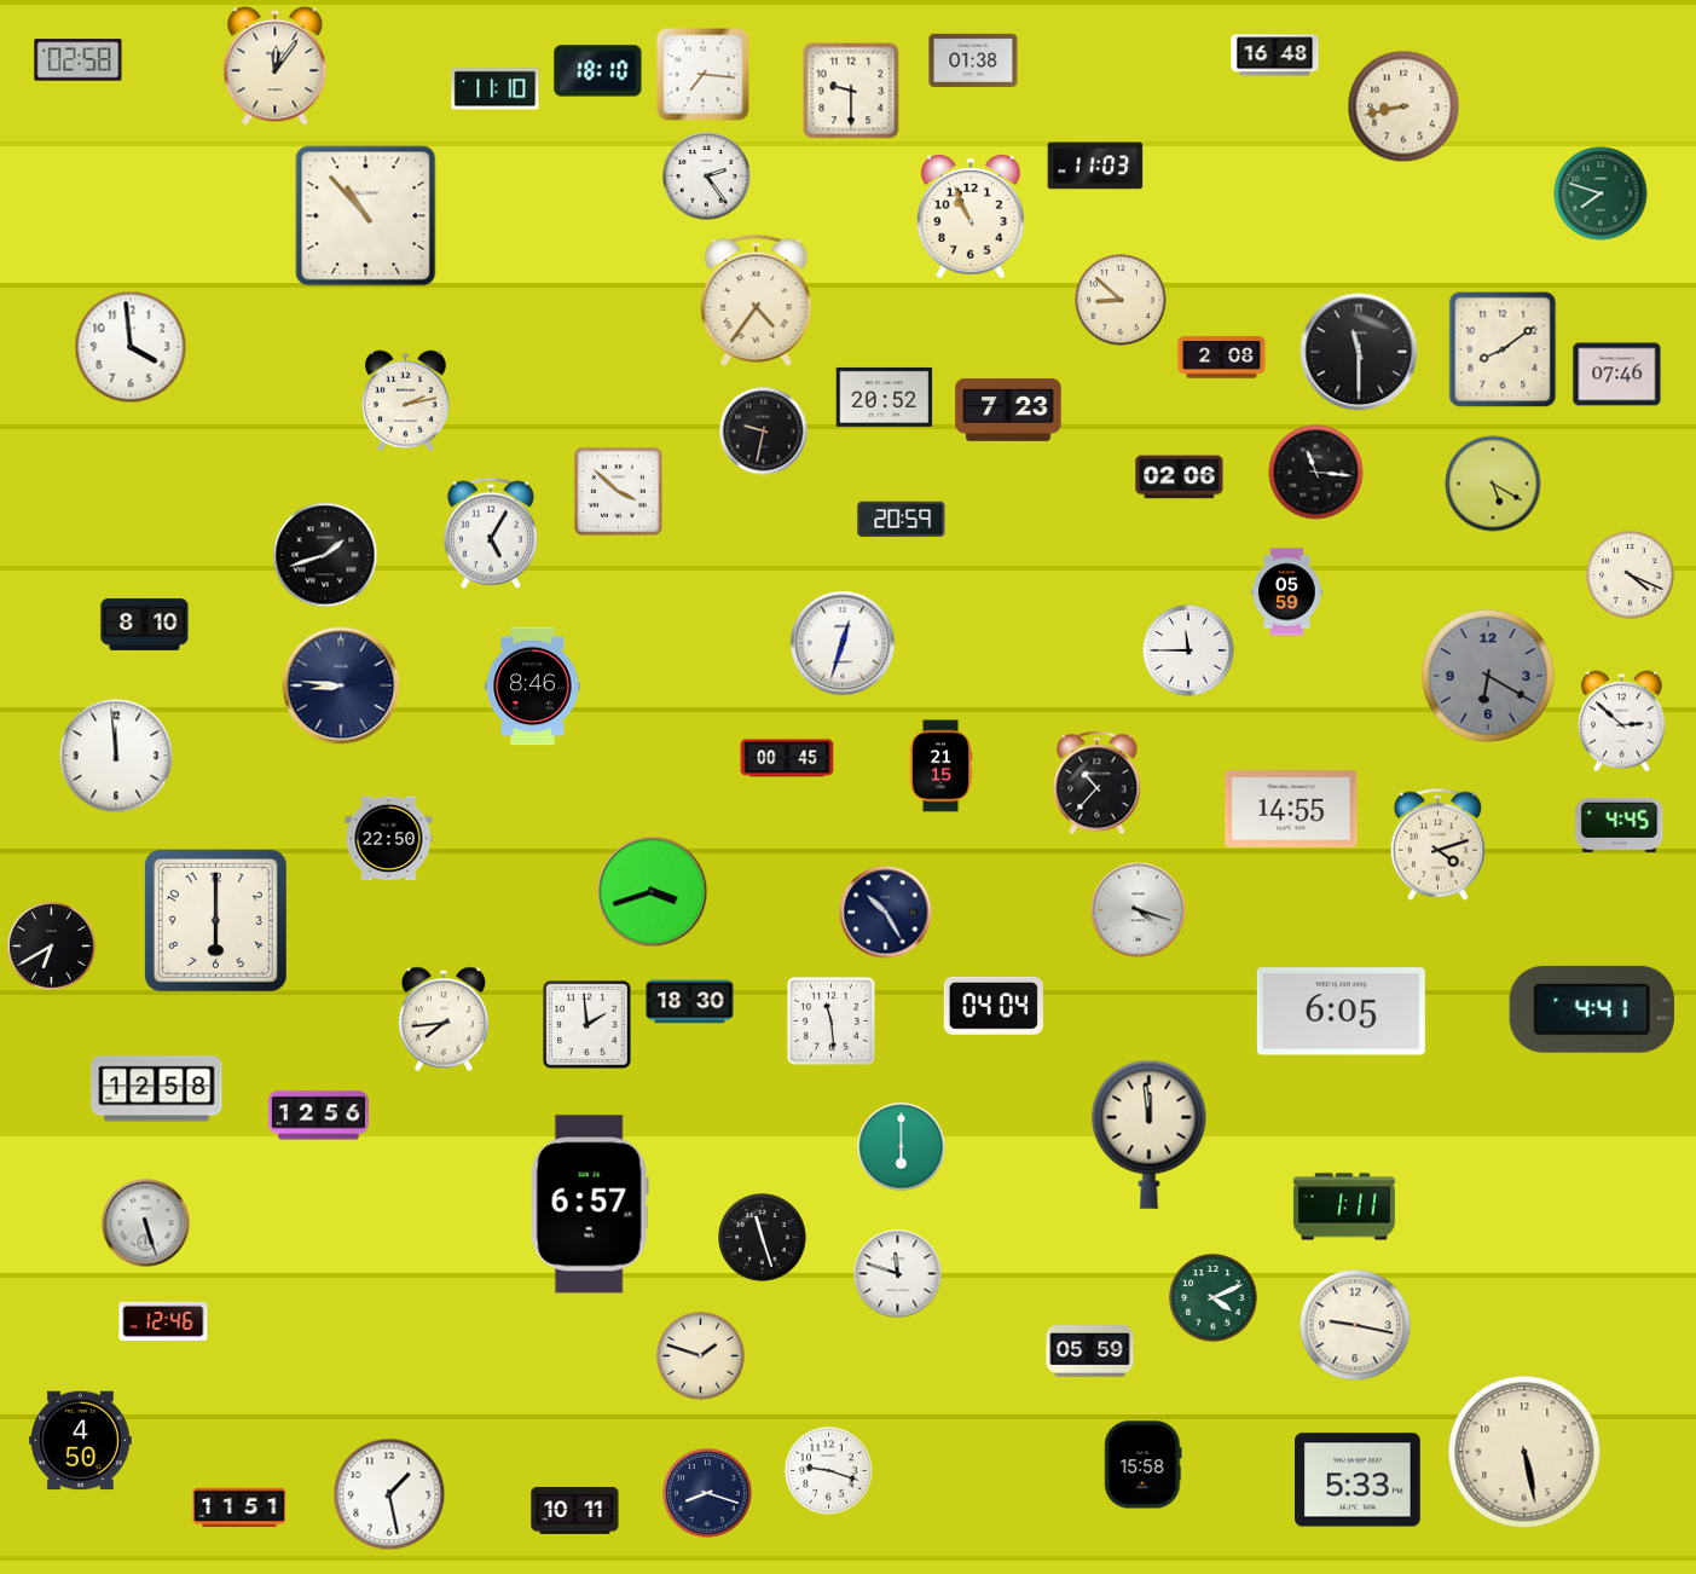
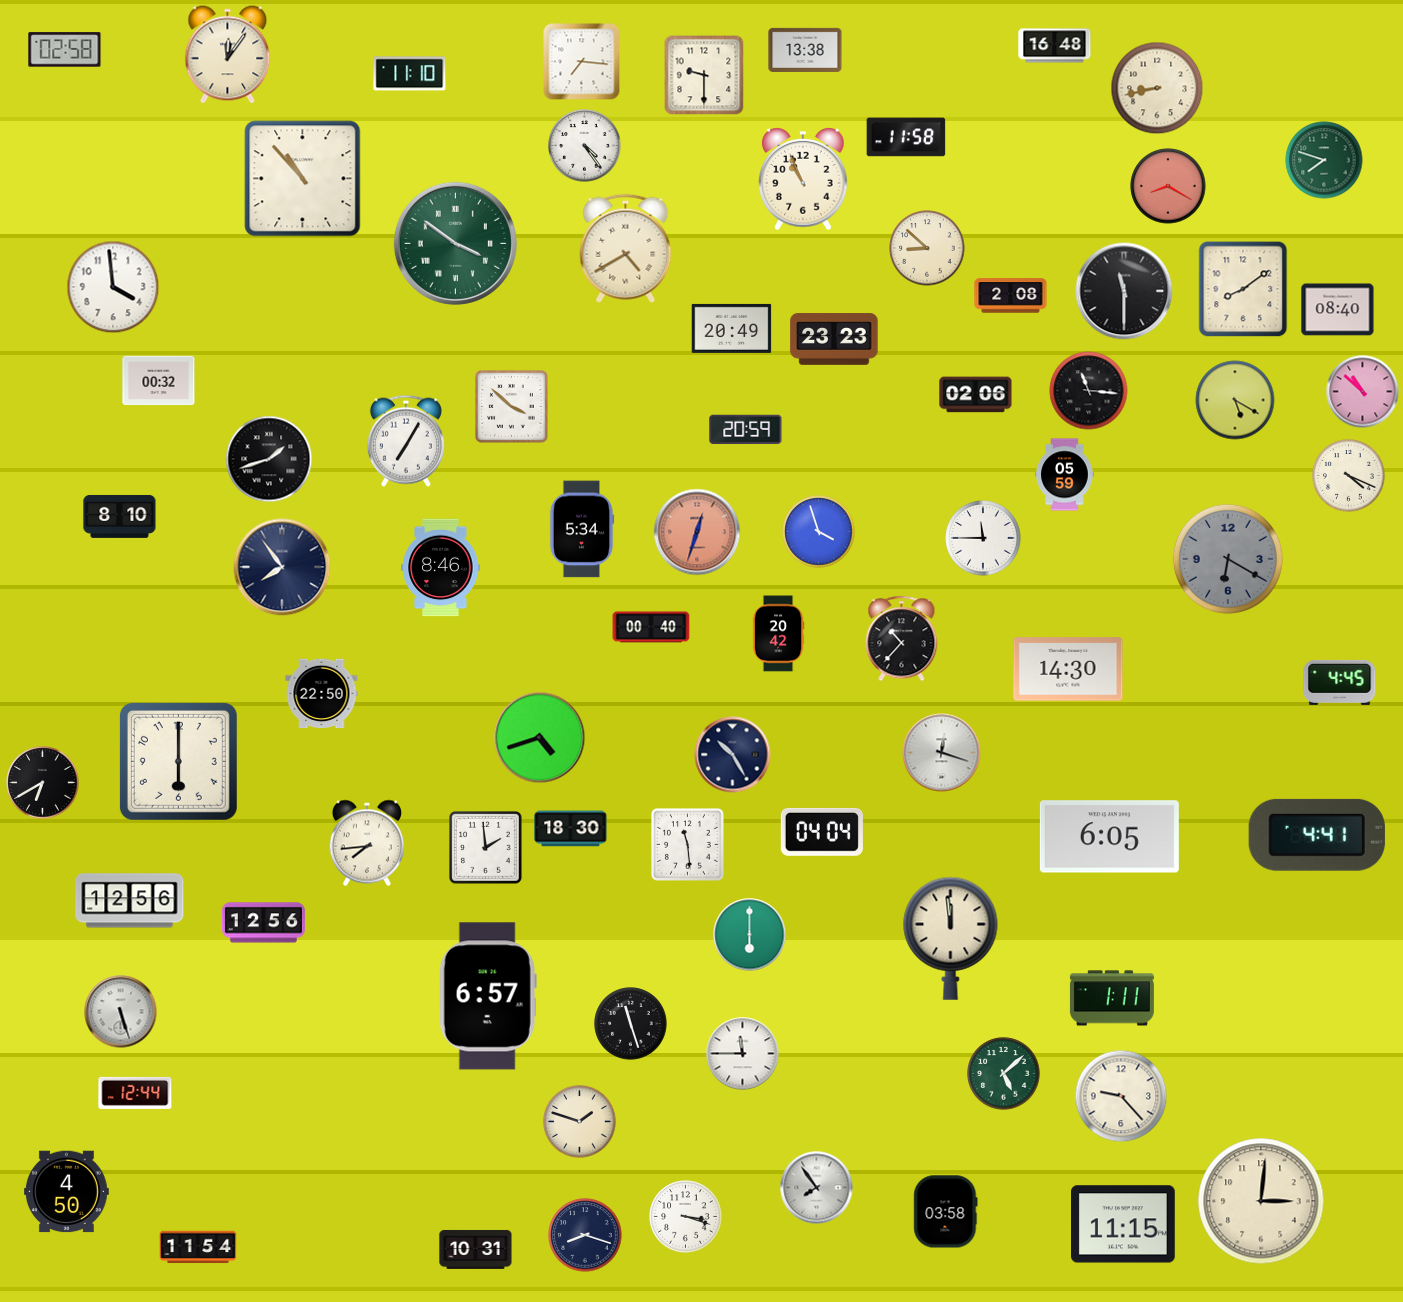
clock at (973, 60): 01:38 -> 13:38
clock at (598, 71): 18:10 -> none
clock at (1403, 106) position: (1403, 106) -> (1157, 88)
clock at (1095, 166): 11:03 -> 11:58
clock at (707, 177): 2:24 -> 4:24
clock at (1168, 186): none -> 8:20
clock at (455, 243): none -> 3:51
clock at (757, 300): 4:36 -> 4:40
clock at (131, 347) position: (131, 347) -> (113, 287)
clock at (1617, 375): 07:46 -> 08:40
clock at (885, 397): 20:52 -> 20:49
clock at (406, 401): 2:13 -> none
clock at (1008, 410): 7:23 -> 23:23
clock at (764, 432): 9:32 -> none
clock at (159, 381): none -> 00:32
clock at (1363, 392): none -> 10:52
clock at (491, 533): 5:05 -> 7:05
clock at (1287, 592) position: (1287, 592) -> (1065, 475)
clock at (582, 529): none -> 5:34
clock at (843, 643) dial: white -> salmon
clock at (819, 532): none -> 3:57
clock at (1488, 676) position: (1488, 676) -> (1228, 559)
clock at (341, 685): 8:46 -> 7:54
clock at (1622, 722): 2:52 -> none
clock at (116, 756): 11:59 -> none
clock at (787, 758): 00:45 -> 00:40
clock at (940, 766): 21:15 -> 20:42
clock at (1098, 783) position: (1098, 783) -> (902, 639)
clock at (1291, 809): 14:55 -> 14:30
clock at (1437, 844): 4:12 -> none
clock at (653, 892): 3:42 -> 4:42
clock at (1139, 910): 4:18 -> 12:18
clock at (157, 1089): 12:58 -> 12:56
clock at (902, 1147) position: (902, 1147) -> (750, 935)
clock at (898, 1274): 11:48 -> 11:45
clock at (1214, 1298): 4:11 -> 5:08
clock at (163, 1321): 12:46 -> 12:44
clock at (1355, 1325): 9:17 -> 9:23
clock at (1090, 1352): 05:59 -> none
clock at (817, 1188): none -> 7:54
clock at (1524, 1452): 5:28 -> 3:01
clock at (1144, 1465): 15:58 -> 03:58
clock at (829, 1471): 9:18 -> 3:18
clock at (1359, 1480): 5:33 -> 11:15
clock at (389, 1494): 1:28 -> none
clock at (239, 1508): 11:51 -> 11:54
clock at (575, 1510): 10:11 -> 10:31
